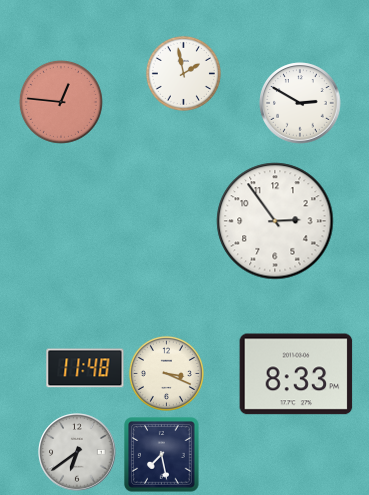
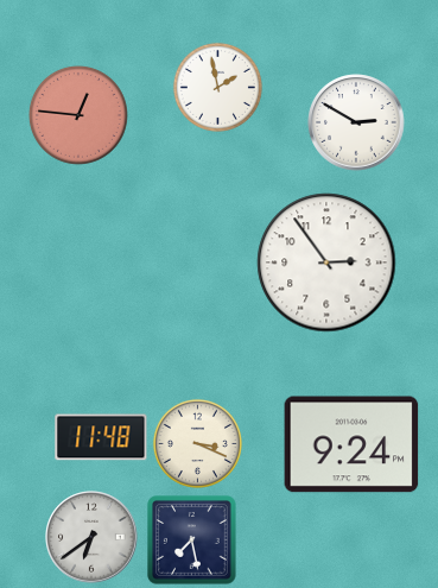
clock at (61, 102) position: (61, 102) -> (78, 115)
clock at (296, 374): 8:33 -> 9:24
